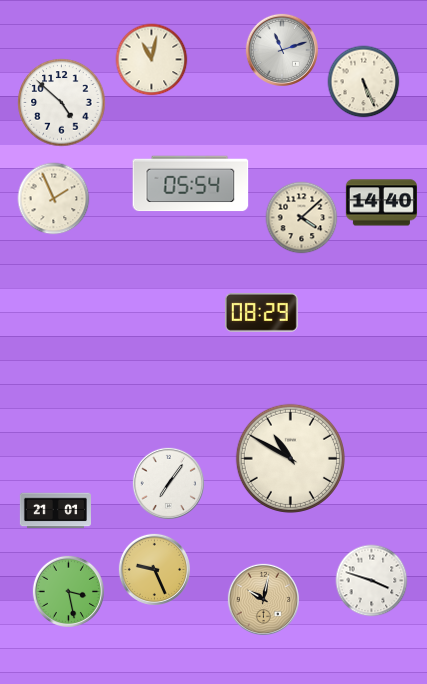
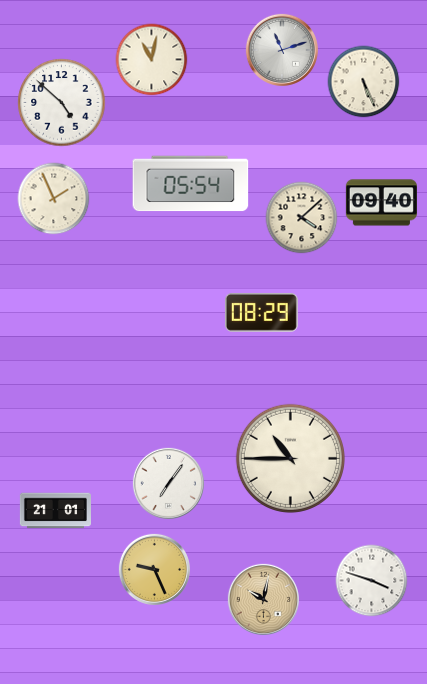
clock at (381, 203): 14:40 -> 09:40
clock at (290, 458): 10:50 -> 10:45
clock at (68, 591): 3:28 -> none
